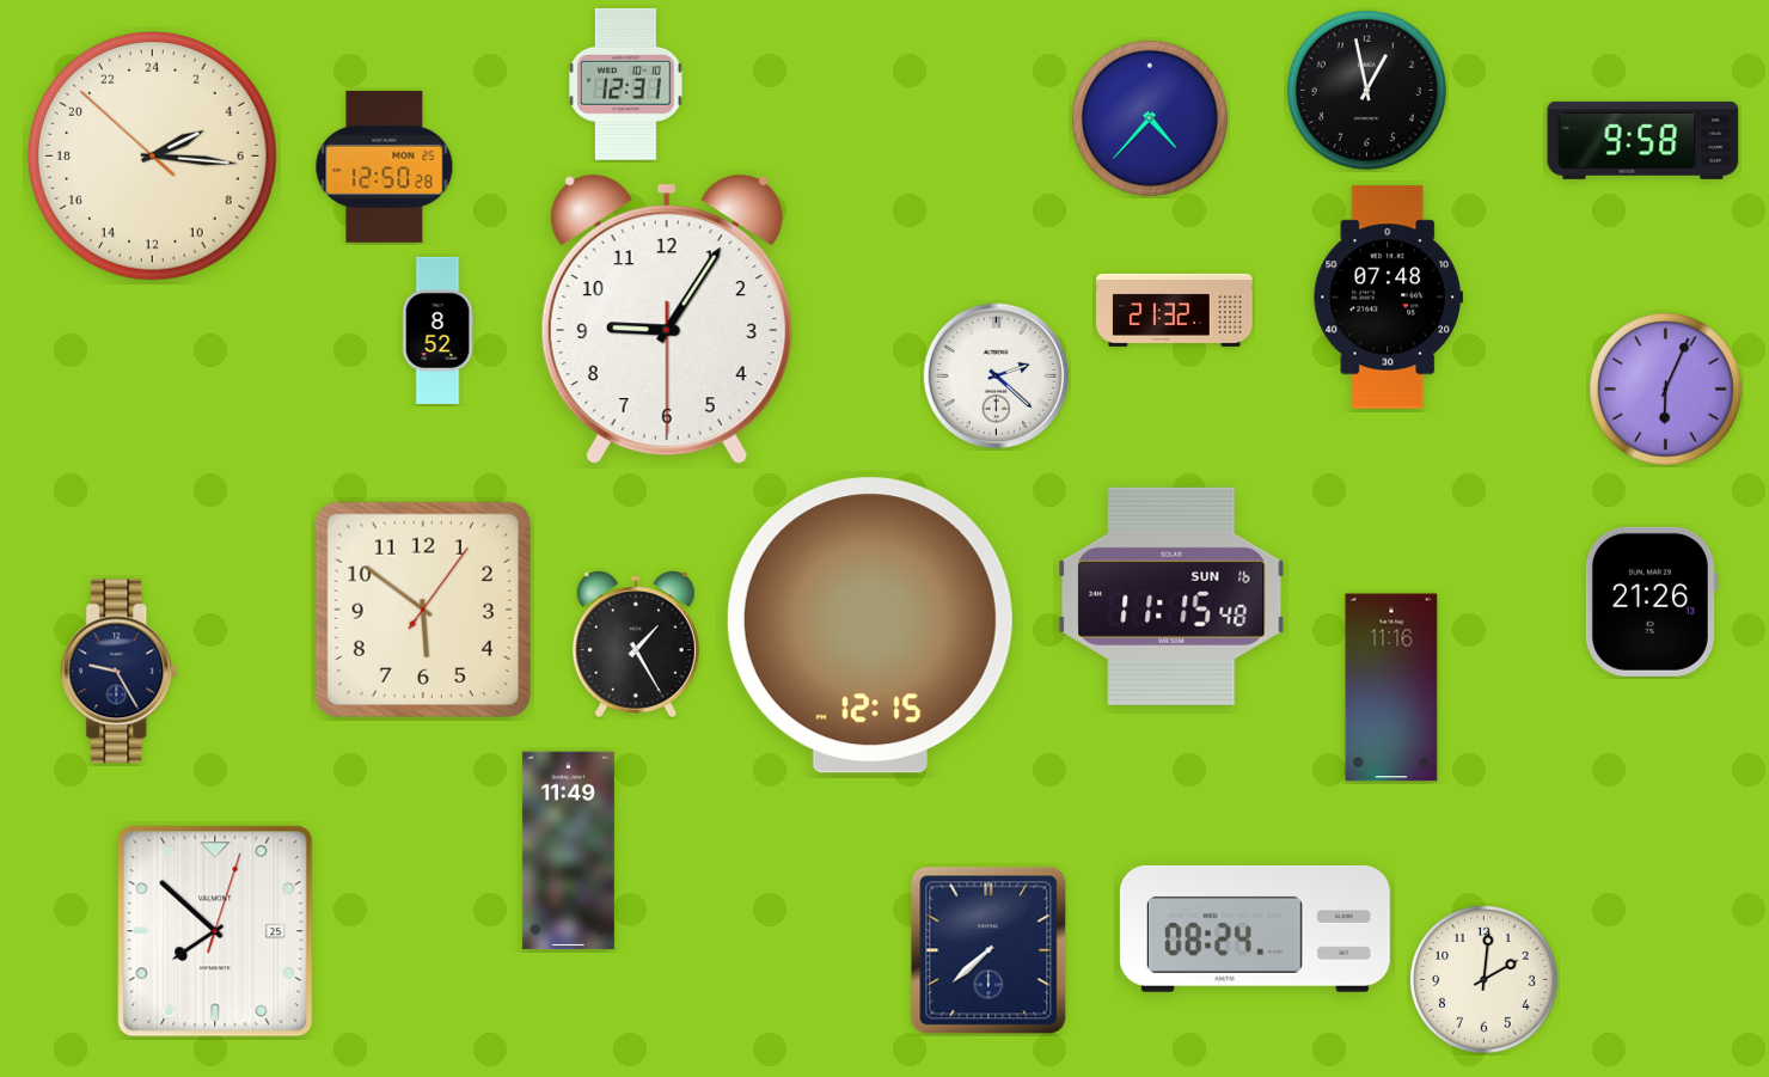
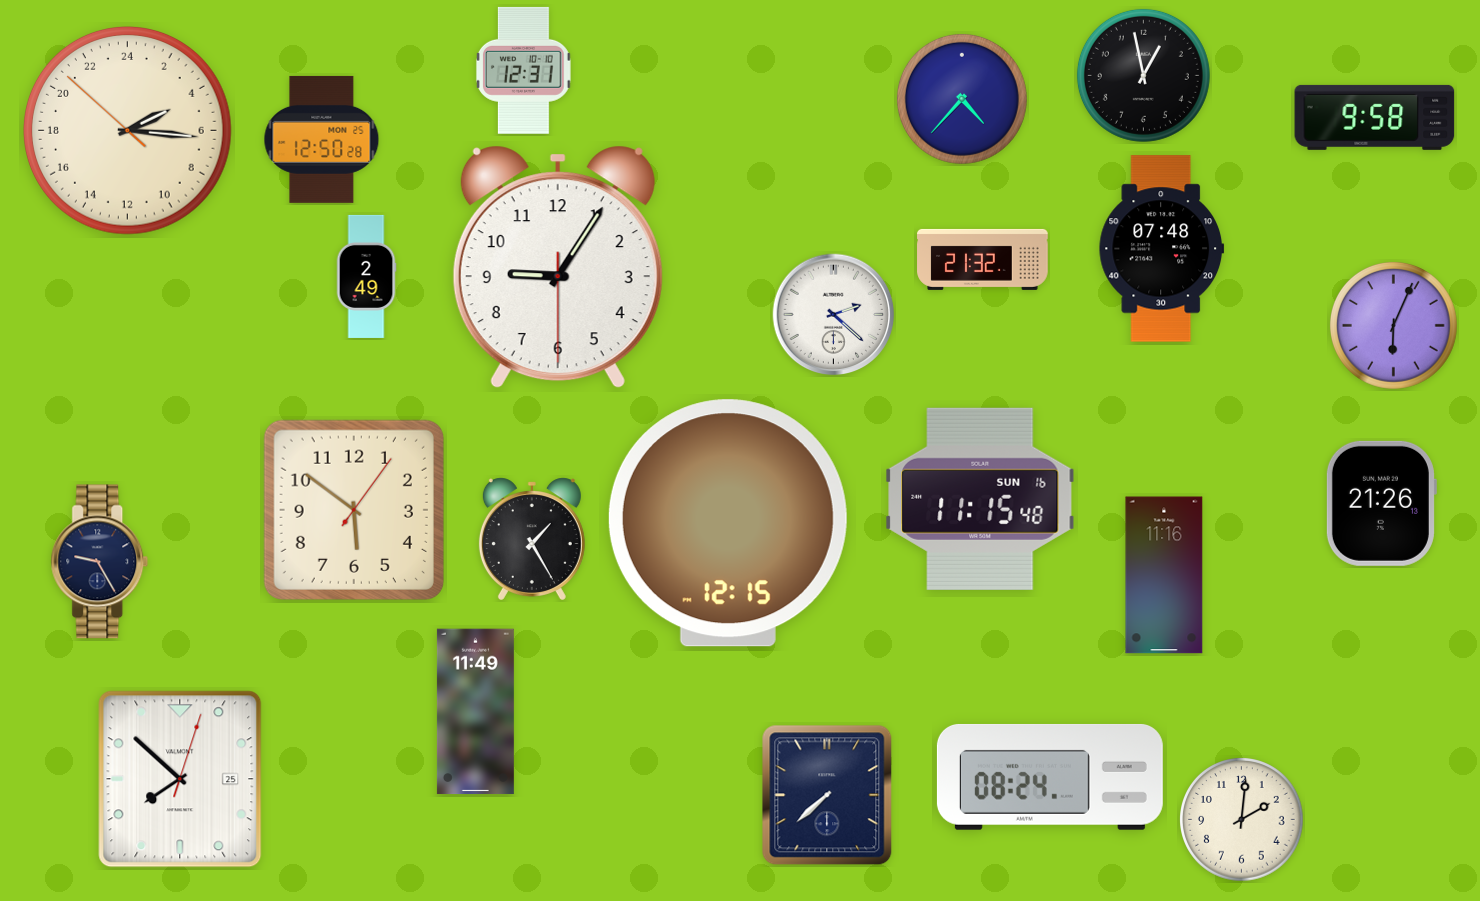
clock at (437, 330): 8:52 -> 2:49
